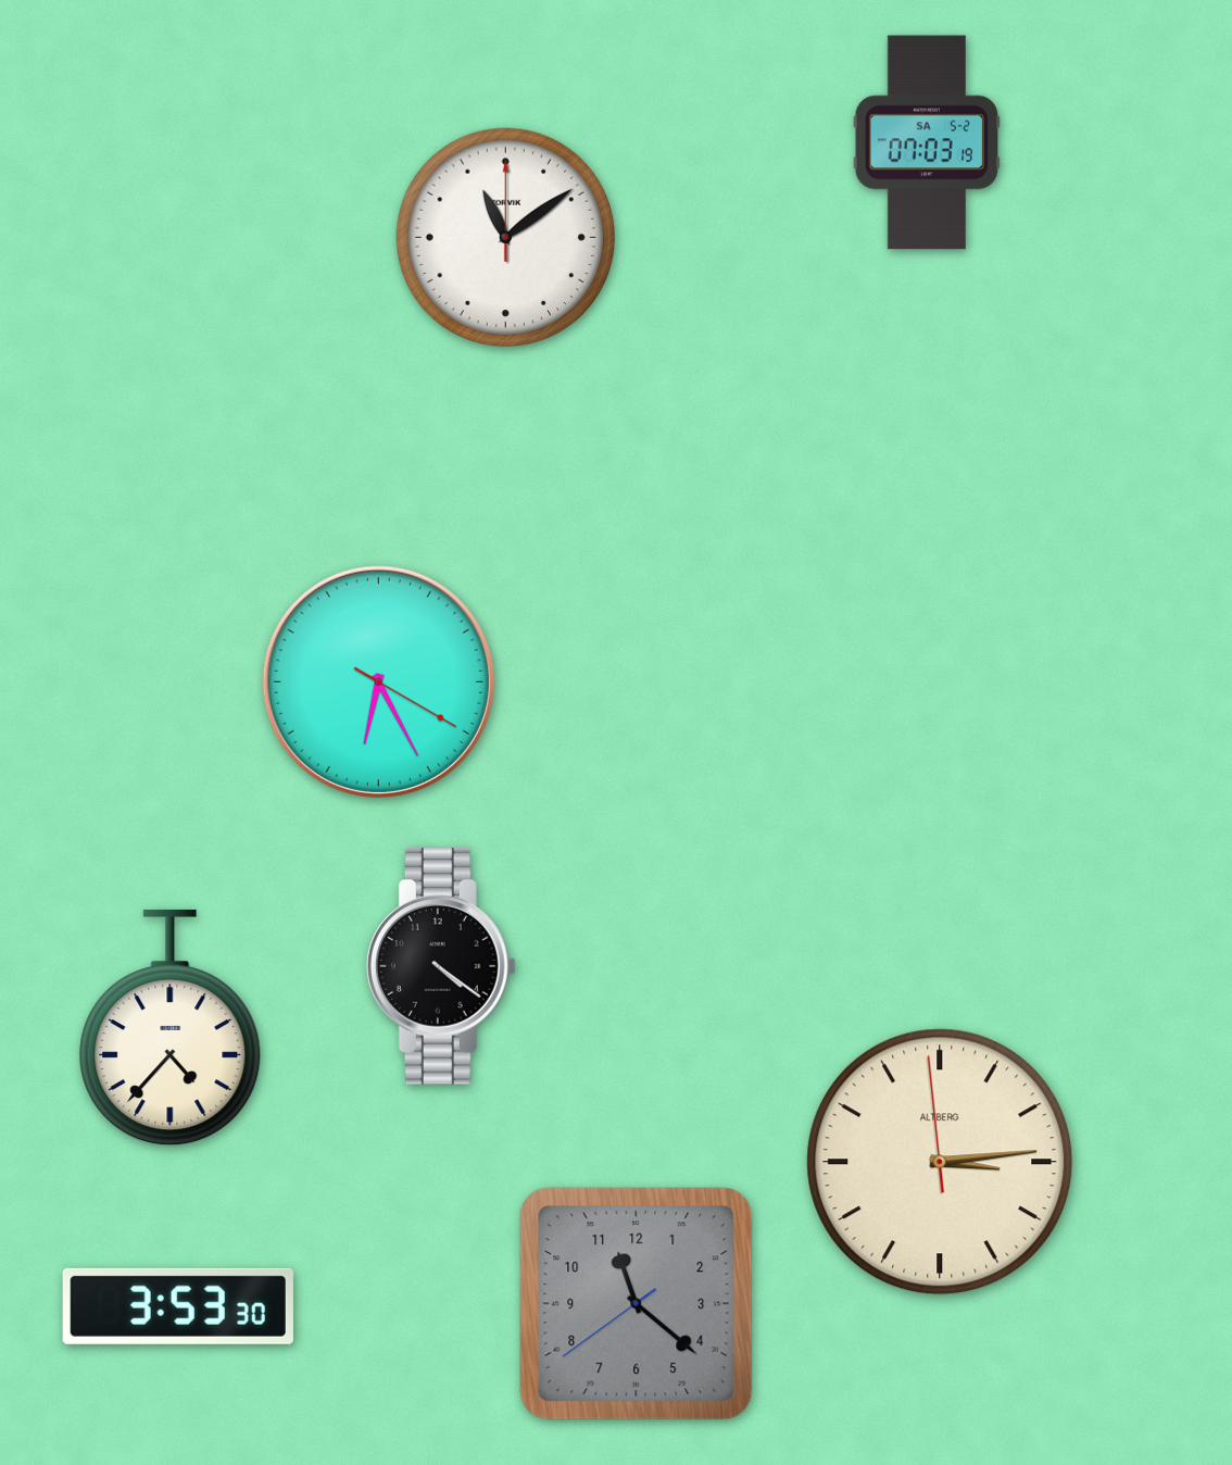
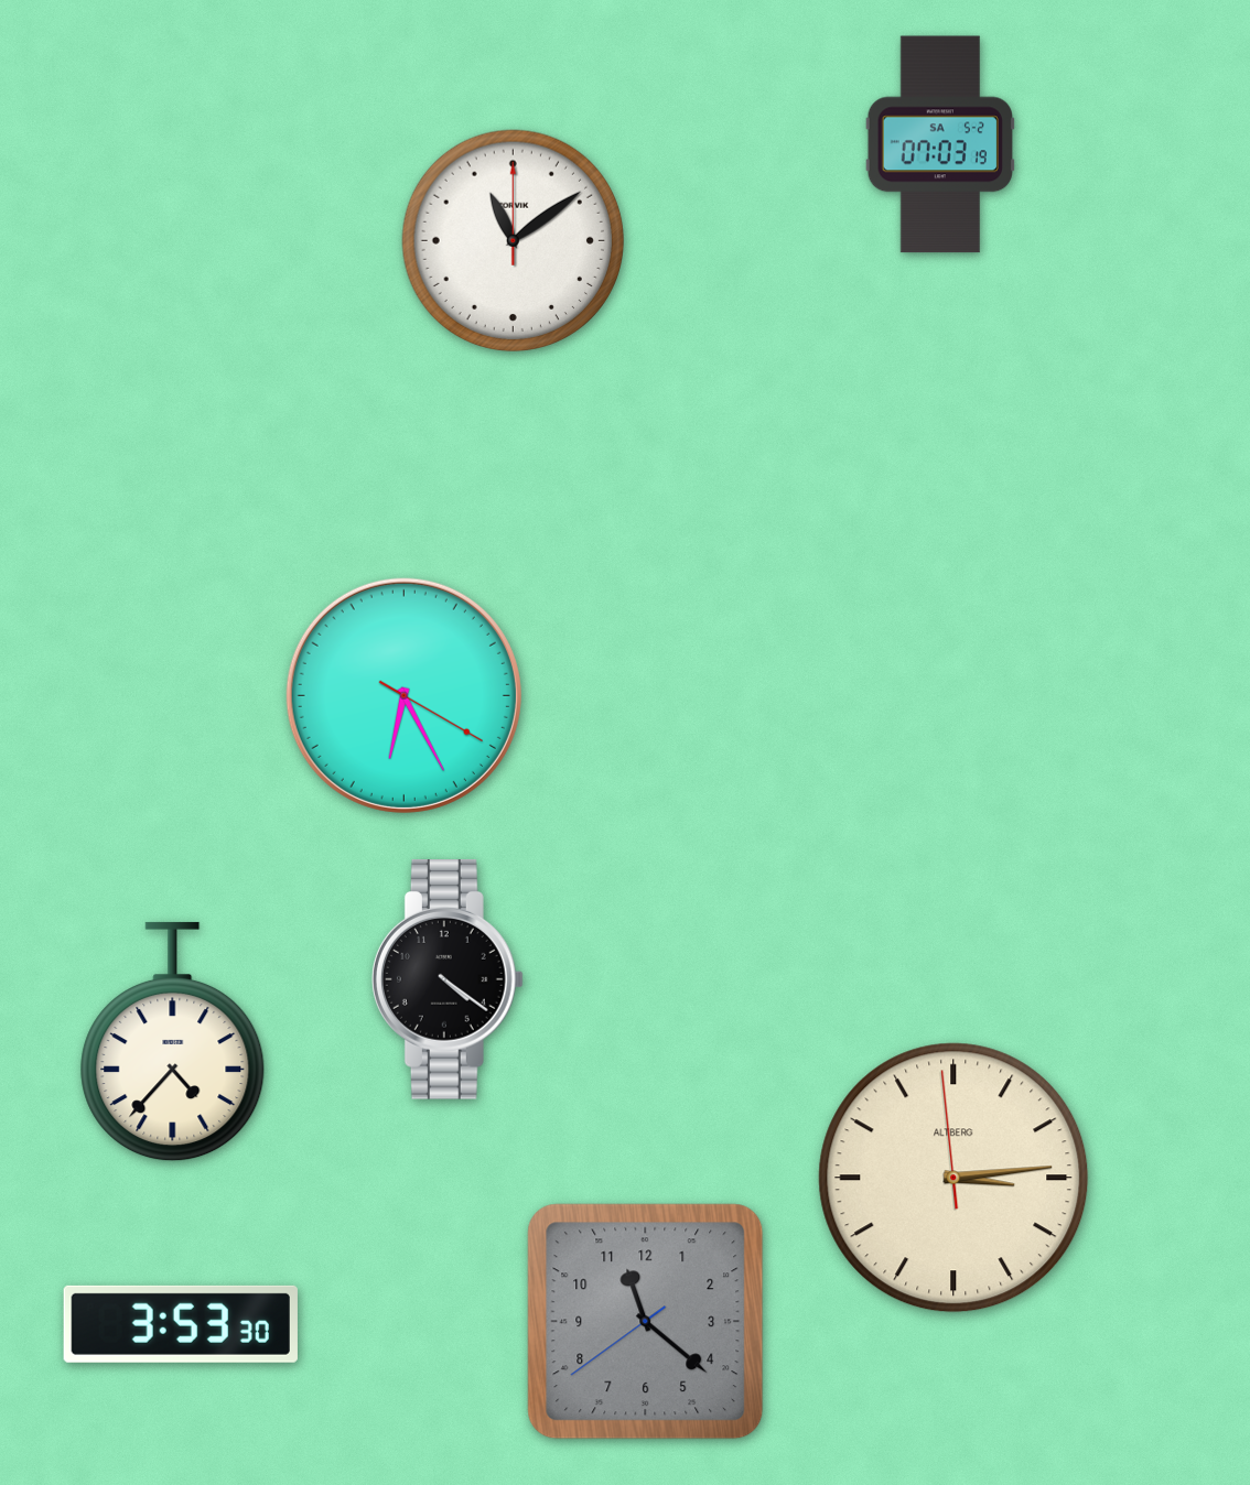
clock at (378, 681) position: (378, 681) -> (403, 695)
